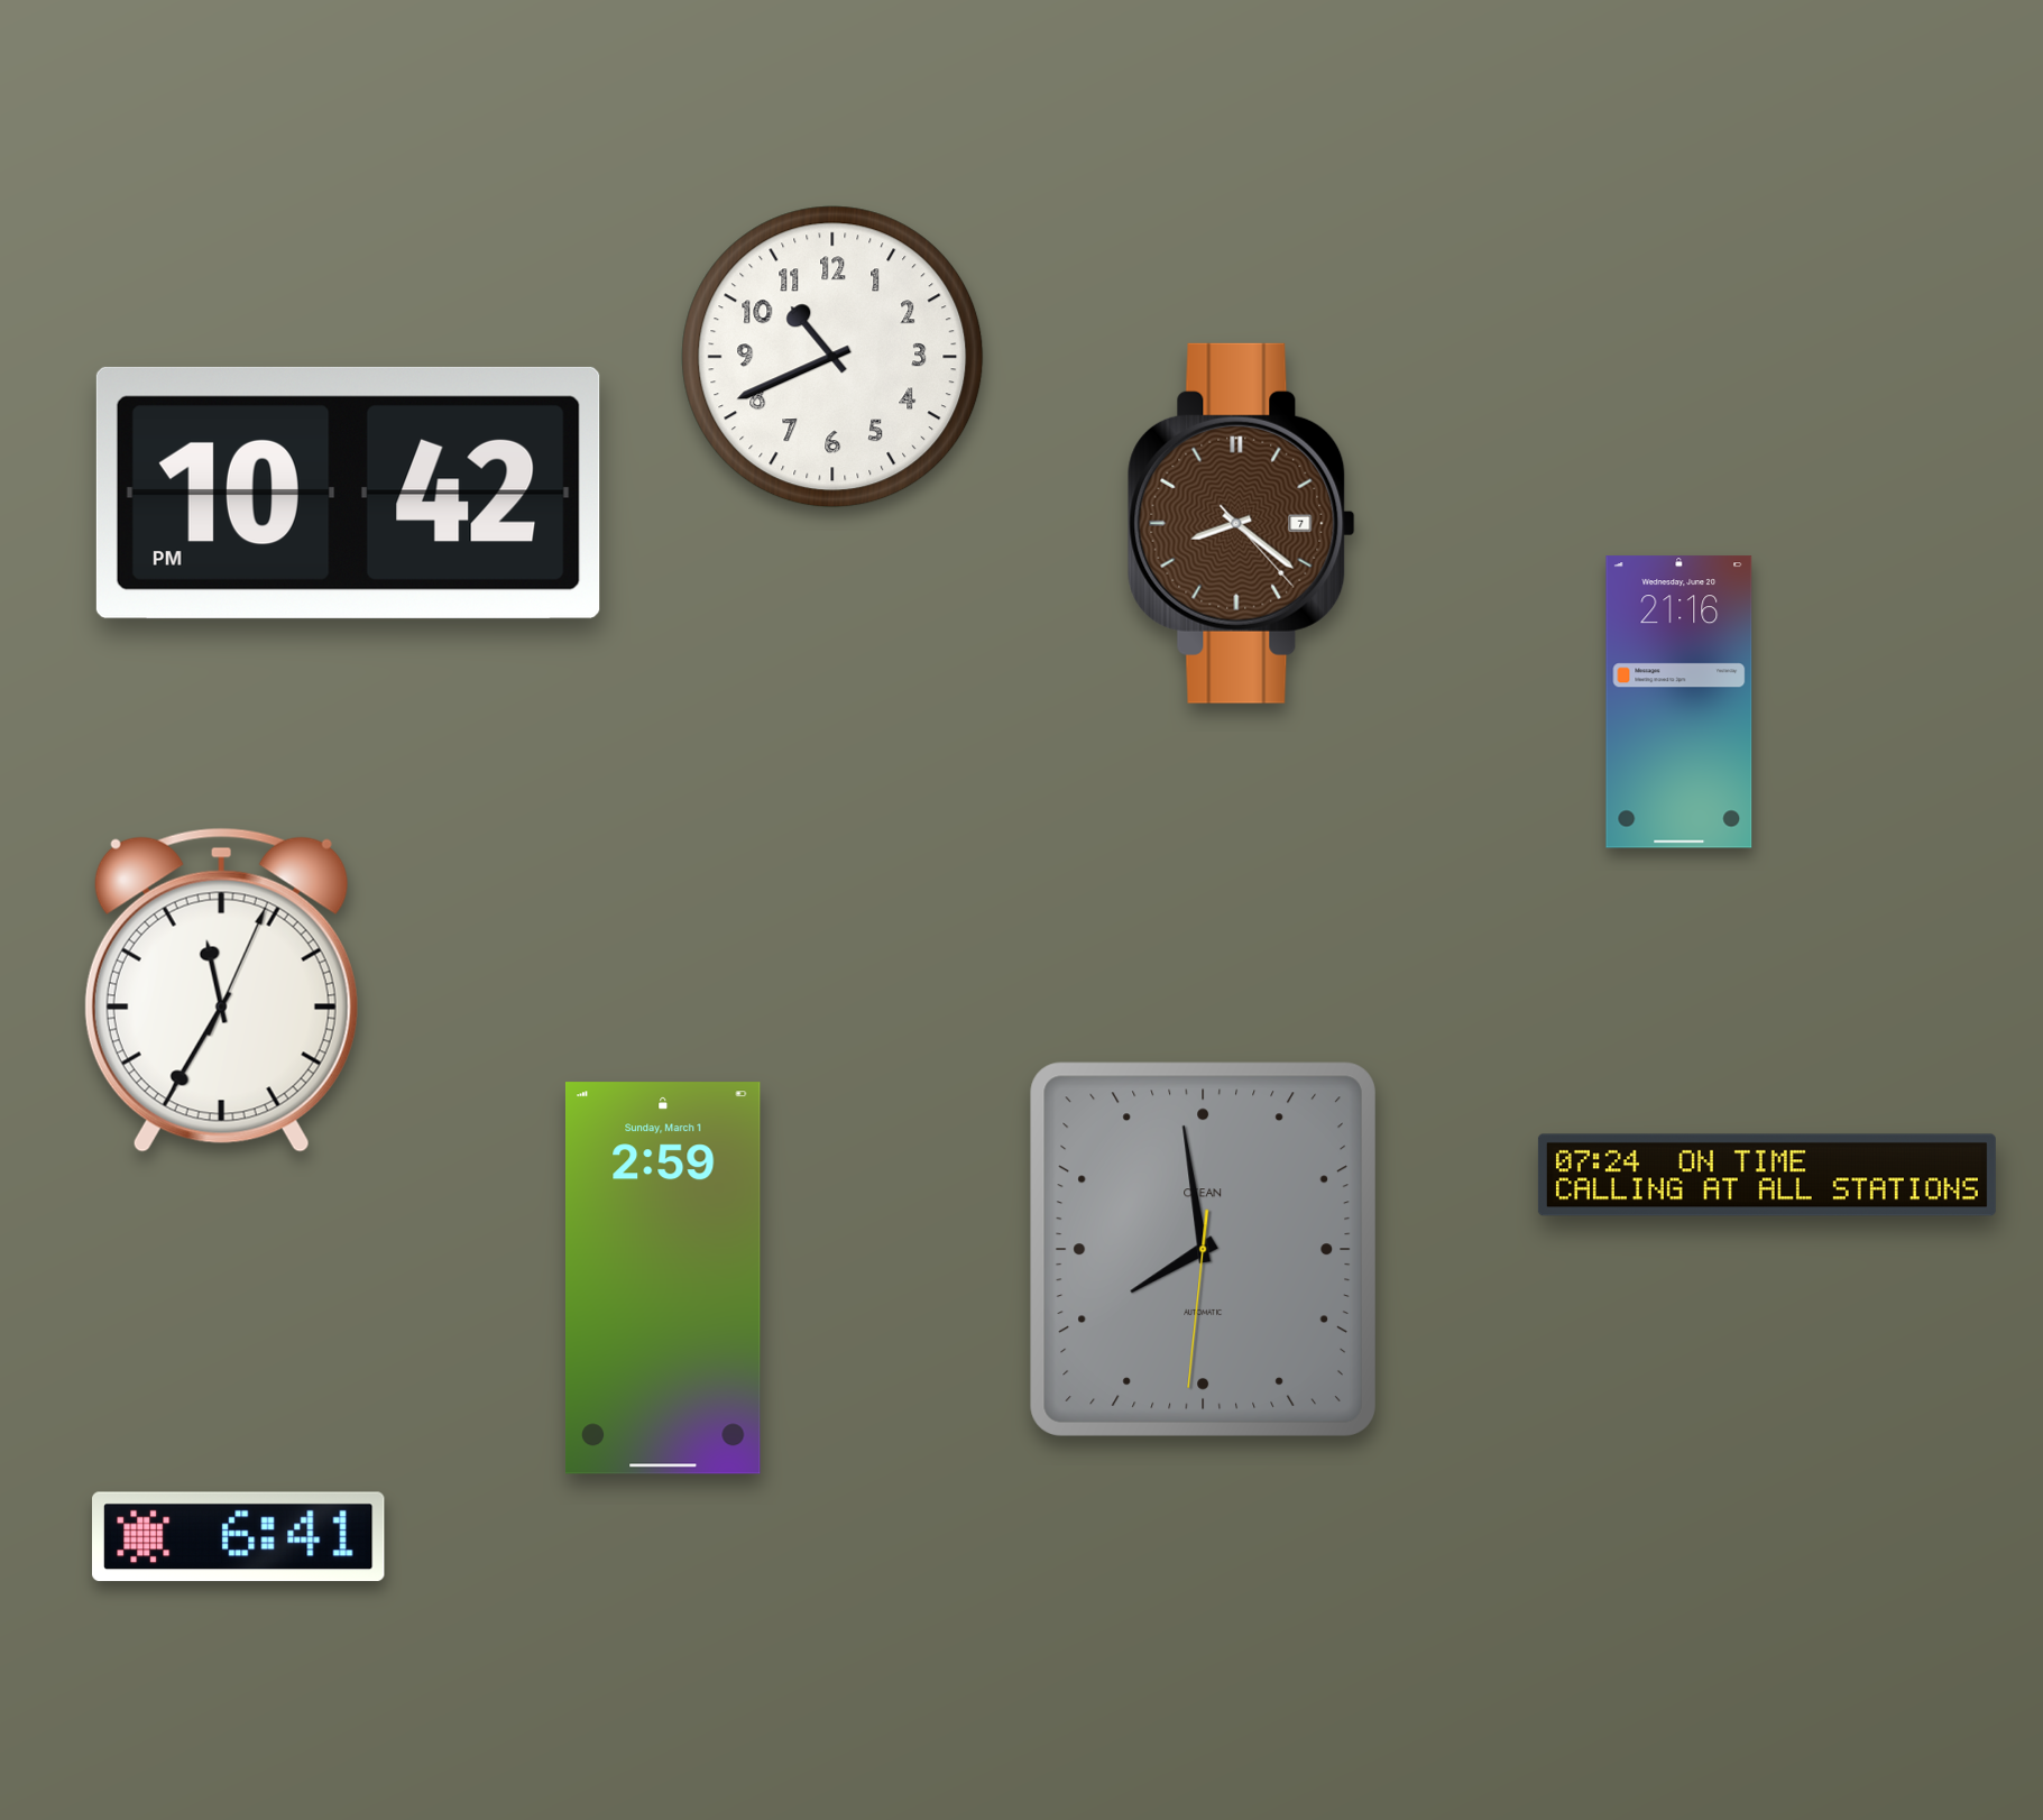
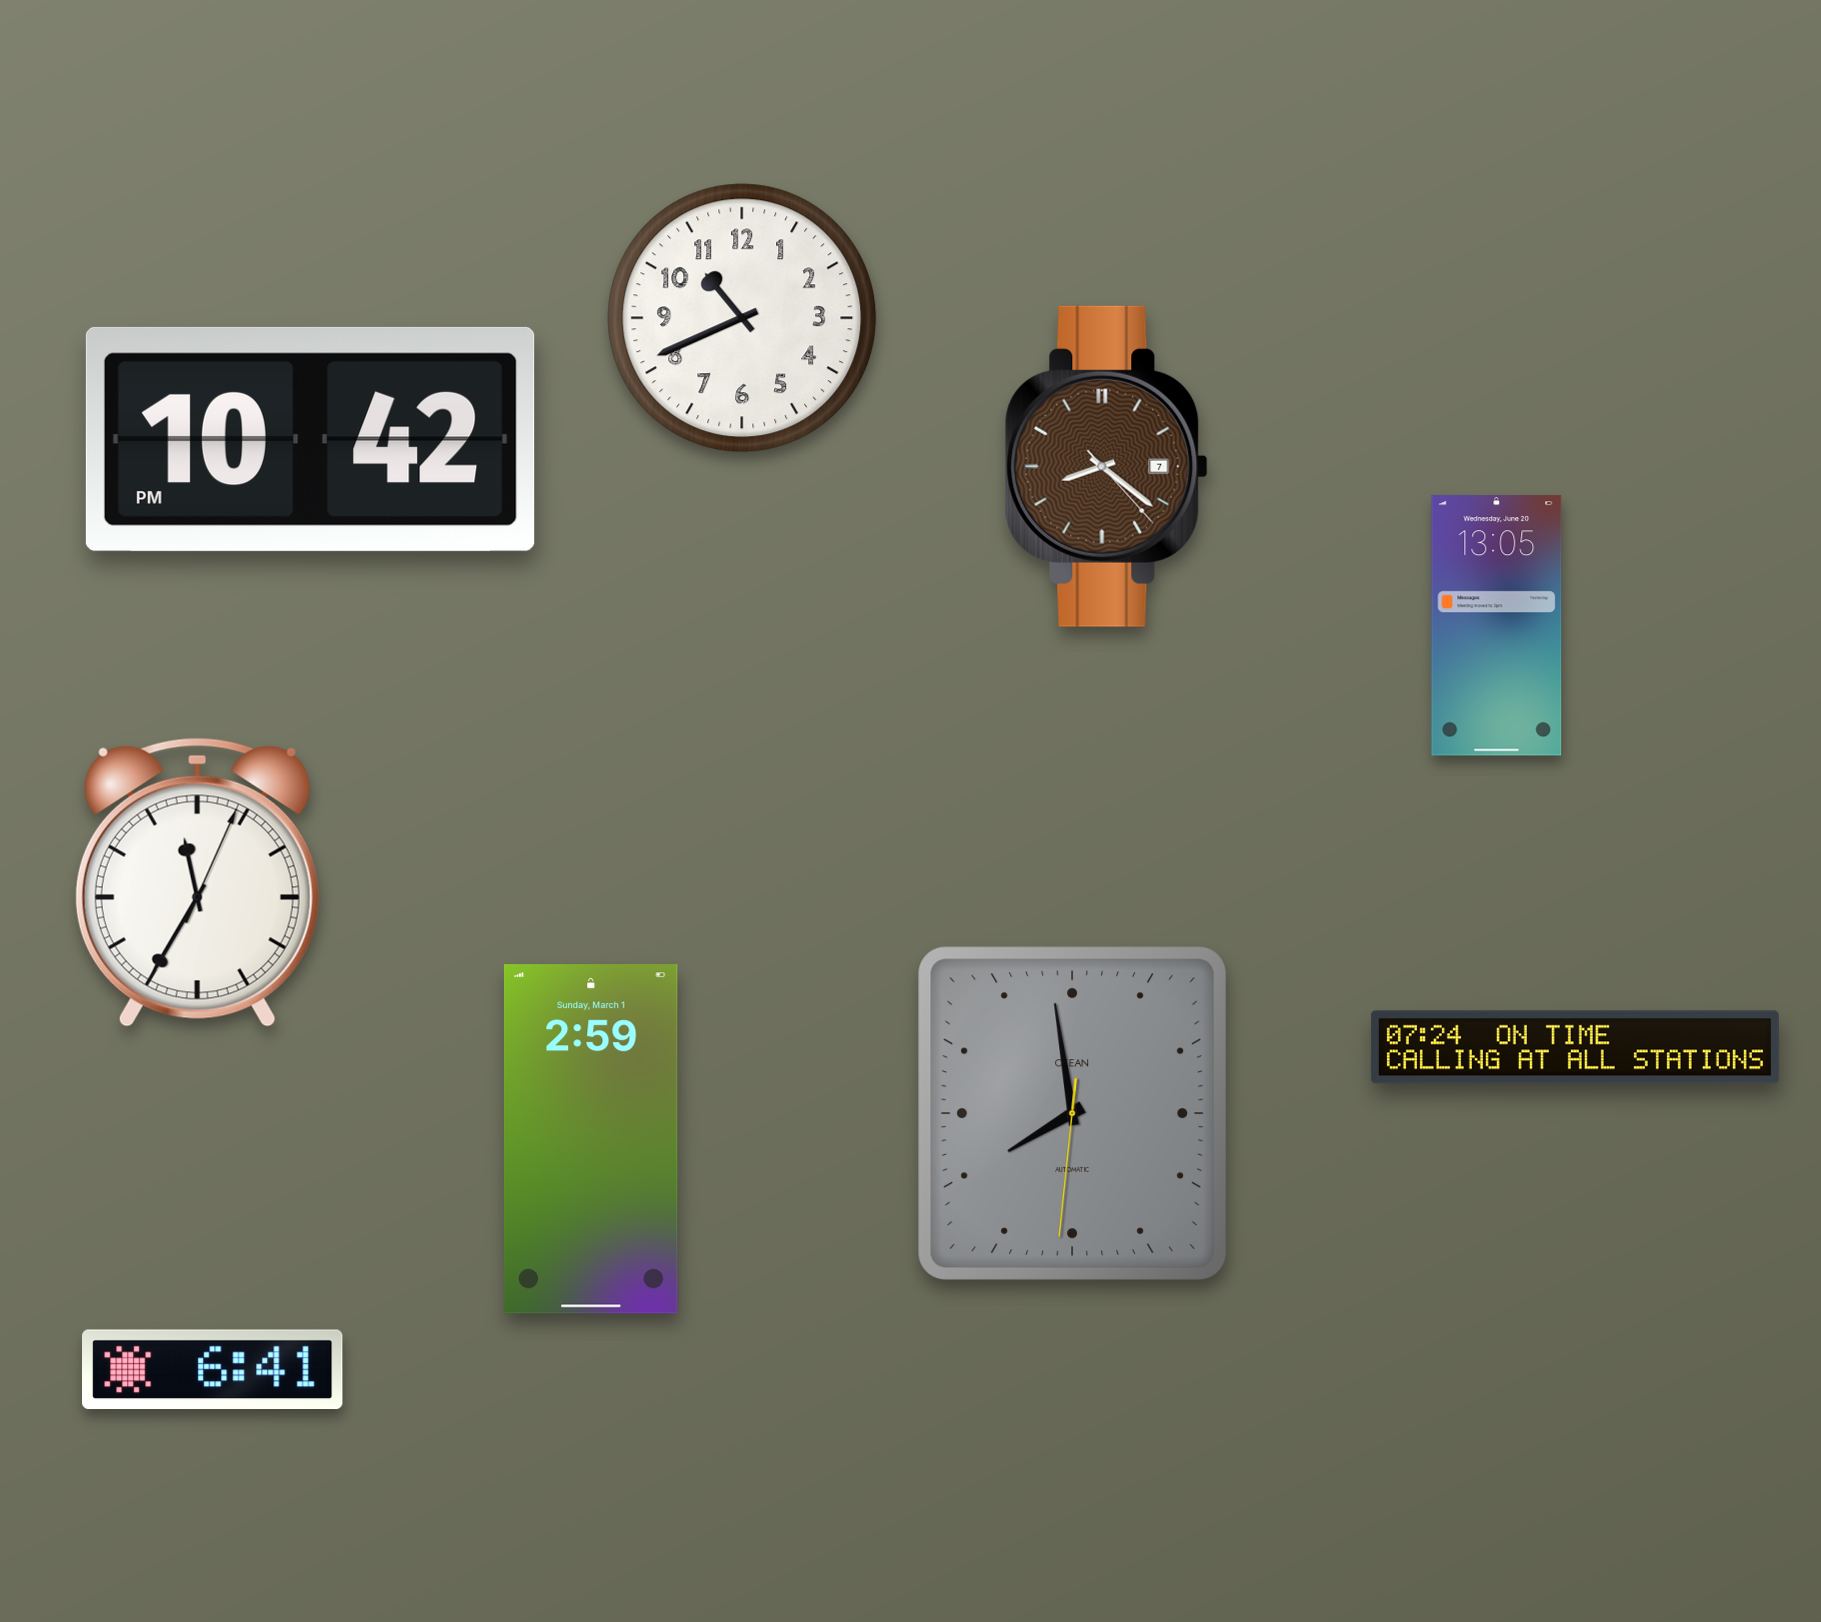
clock at (1680, 702): 21:16 -> 13:05
